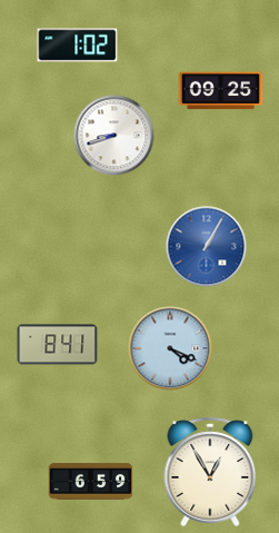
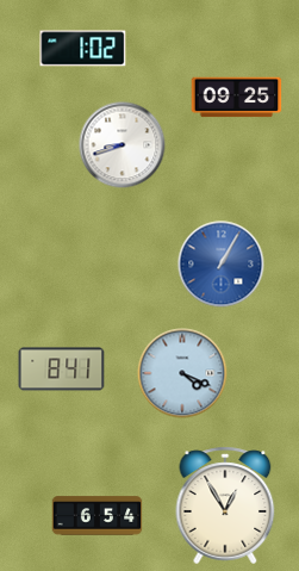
clock at (91, 482): 6:59 -> 6:54
